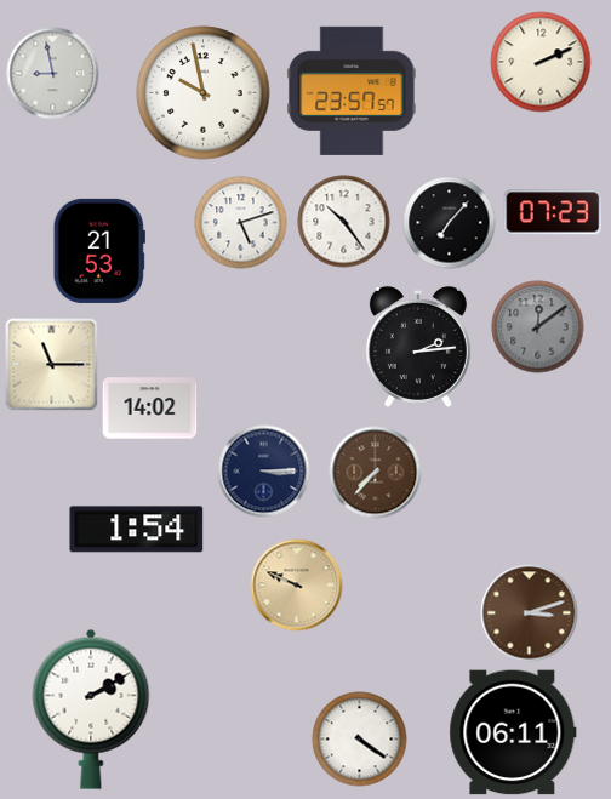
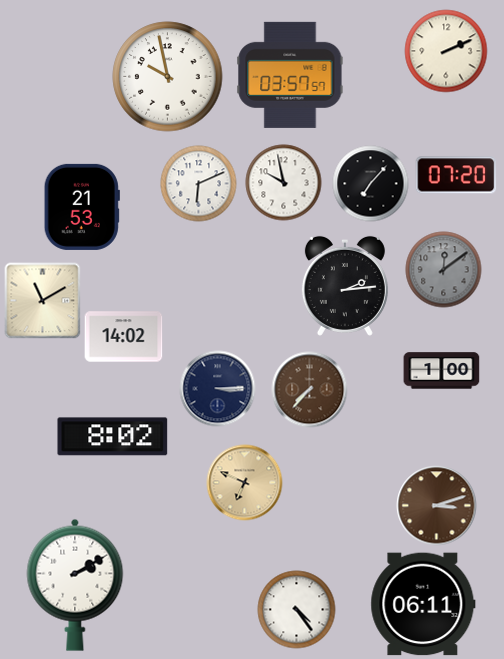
clock at (53, 74): 8:58 -> none
clock at (352, 91): 23:57 -> 03:57
clock at (553, 212): 07:23 -> 07:20
clock at (344, 222): 10:24 -> 9:58
clock at (241, 223): 5:12 -> 6:11
clock at (52, 365): 11:15 -> 11:10
clock at (442, 371): none -> 1:00
clock at (137, 530): 1:54 -> 8:02
clock at (297, 586): 9:49 -> 6:49
clock at (360, 740): 4:21 -> 4:24
